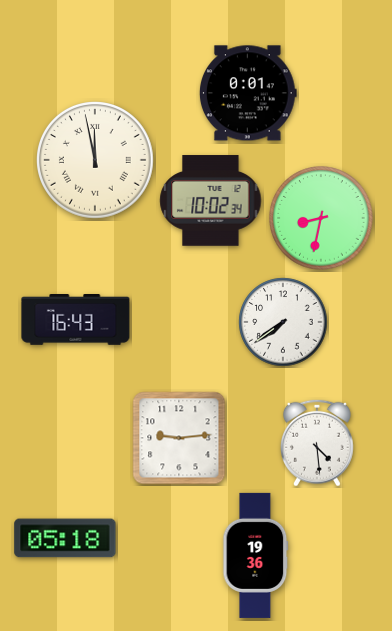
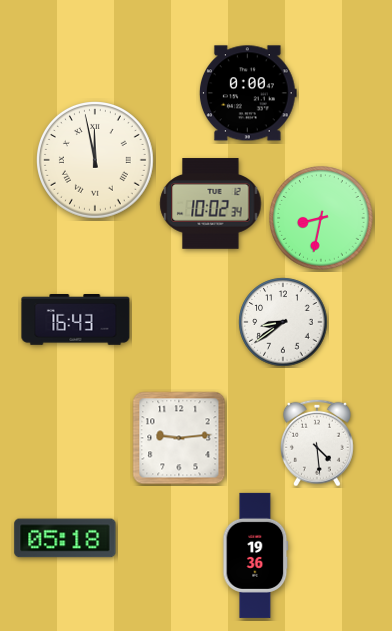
clock at (248, 93): 0:01 -> 0:00
clock at (211, 201) position: (211, 201) -> (211, 204)
clock at (283, 322): 7:39 -> 8:39
